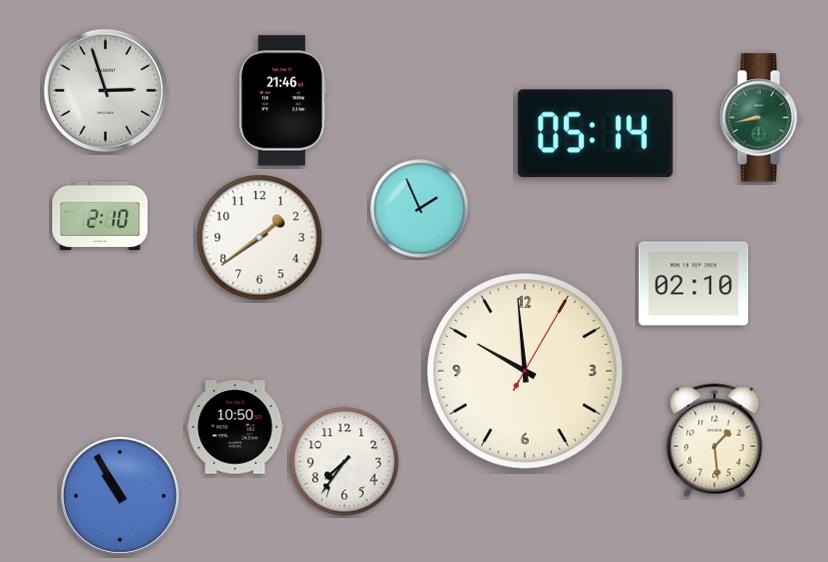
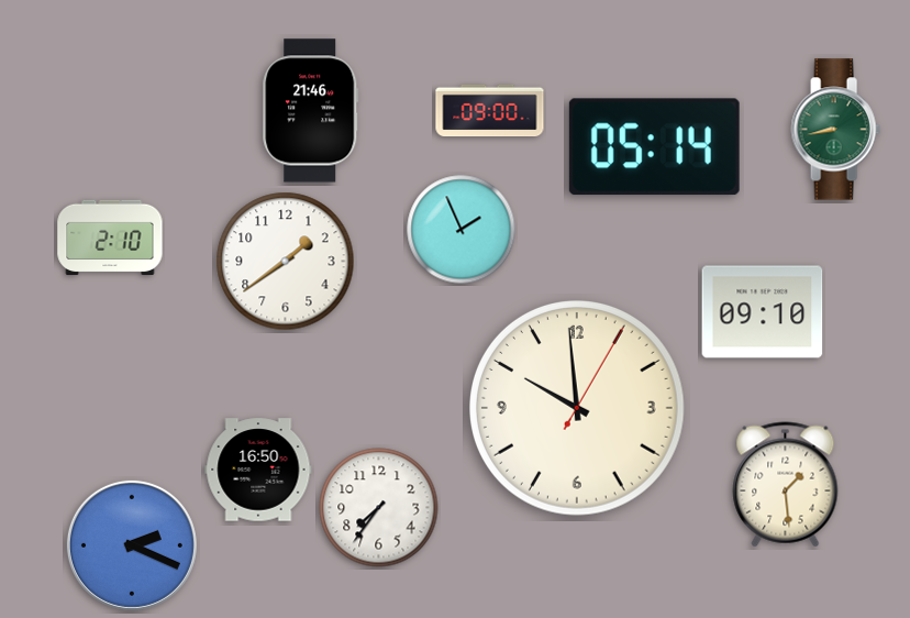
clock at (105, 90): 2:57 -> none
clock at (490, 111): none -> 09:00
clock at (694, 284): 02:10 -> 09:10
clock at (235, 427): 10:50 -> 16:50
clock at (120, 496): 10:55 -> 2:19
